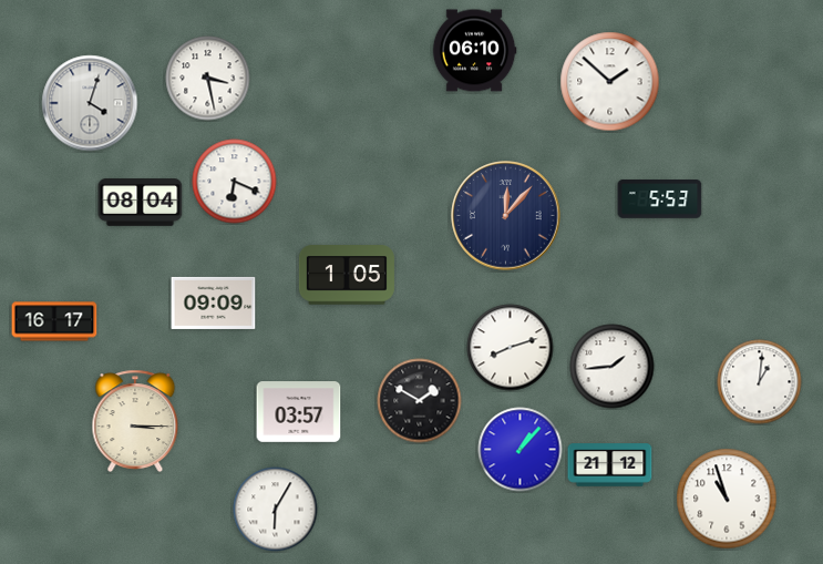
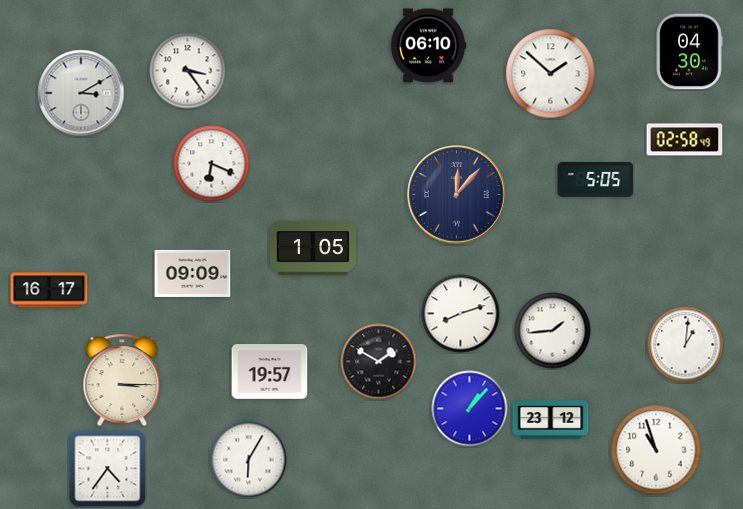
clock at (689, 52): none -> 04:30
clock at (208, 79): 3:28 -> 3:24
clock at (90, 103): 4:03 -> 3:10
clock at (685, 140): none -> 02:58
clock at (660, 199): 5:53 -> 5:05
clock at (141, 203): 08:04 -> none
clock at (299, 412): 03:57 -> 19:57
clock at (521, 450) position: (521, 450) -> (470, 409)
clock at (610, 465): 21:12 -> 23:12
clock at (108, 469): none -> 4:36
